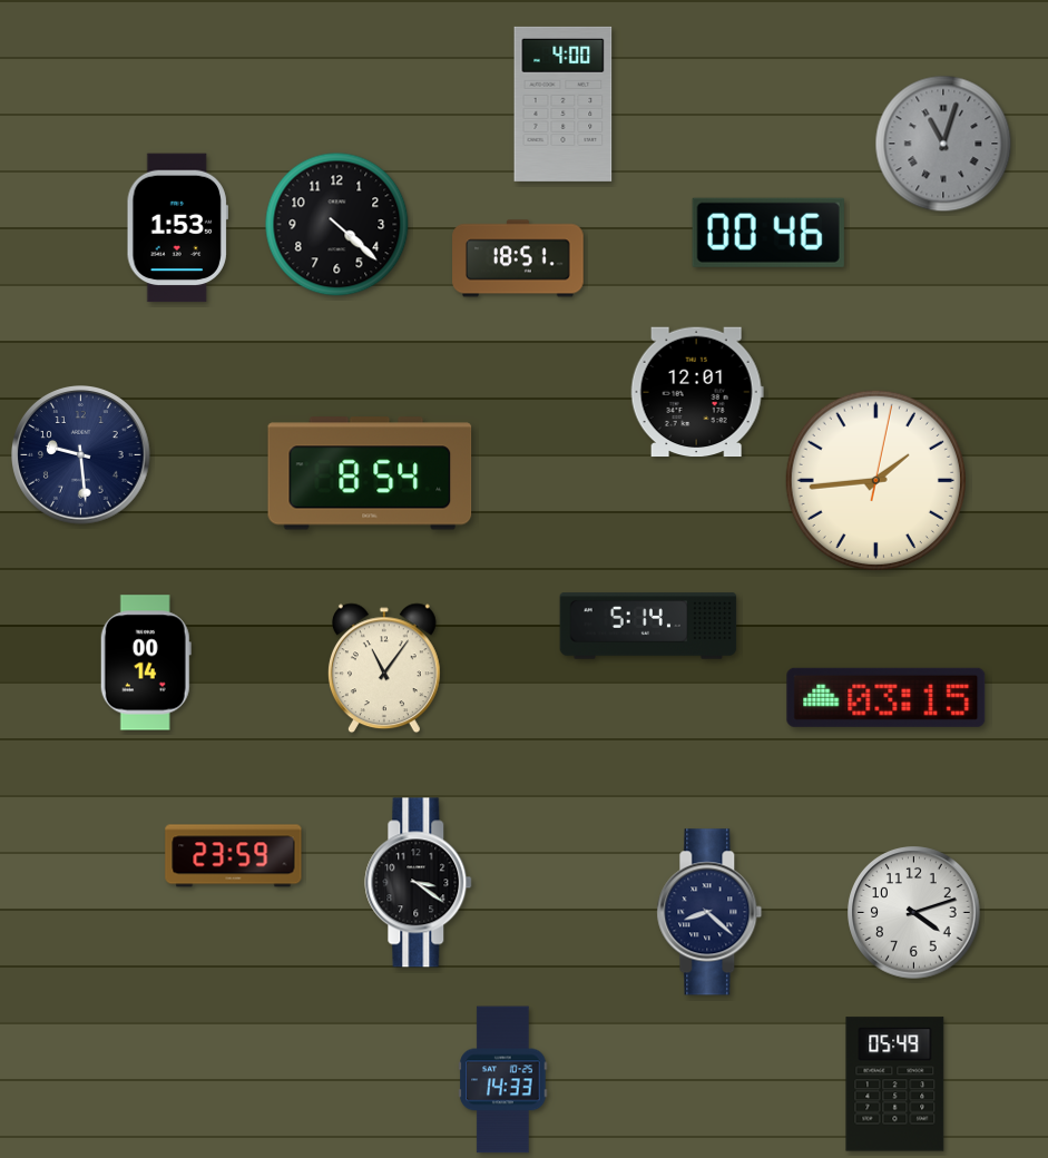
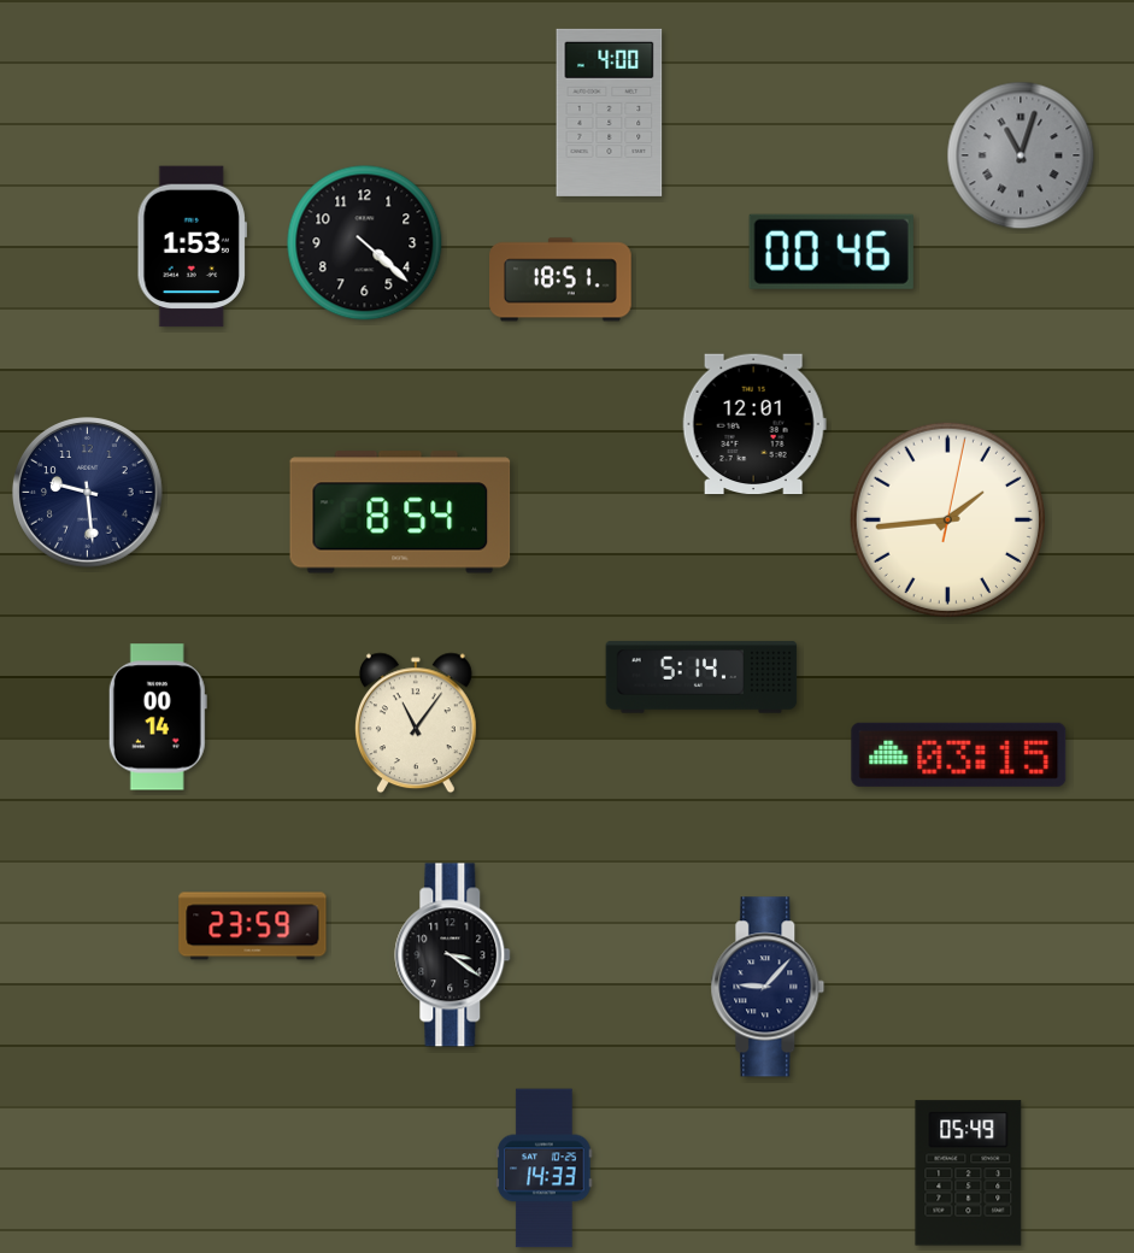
clock at (709, 912): 8:22 -> 9:07
clock at (914, 913): 4:12 -> none
